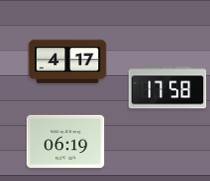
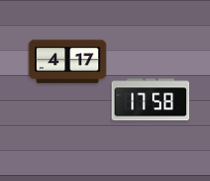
clock at (167, 88) position: (167, 88) -> (150, 100)
clock at (65, 141): 06:19 -> none
